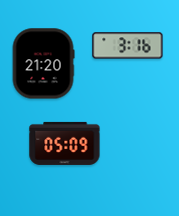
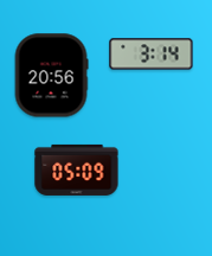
clock at (128, 46): 3:16 -> 3:14
clock at (43, 64): 21:20 -> 20:56
